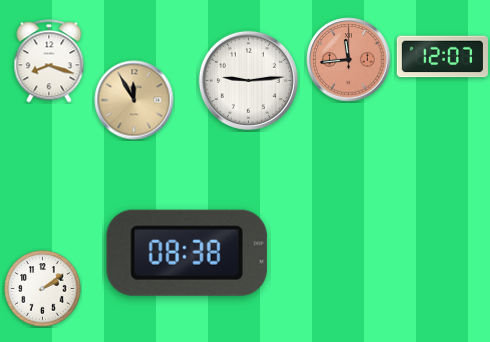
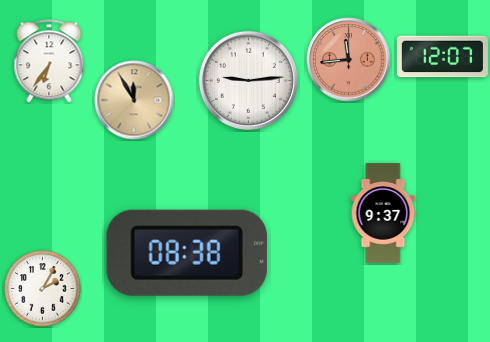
clock at (49, 61): 8:18 -> 6:36
clock at (383, 213): none -> 9:37
clock at (43, 289): 2:09 -> 2:05
